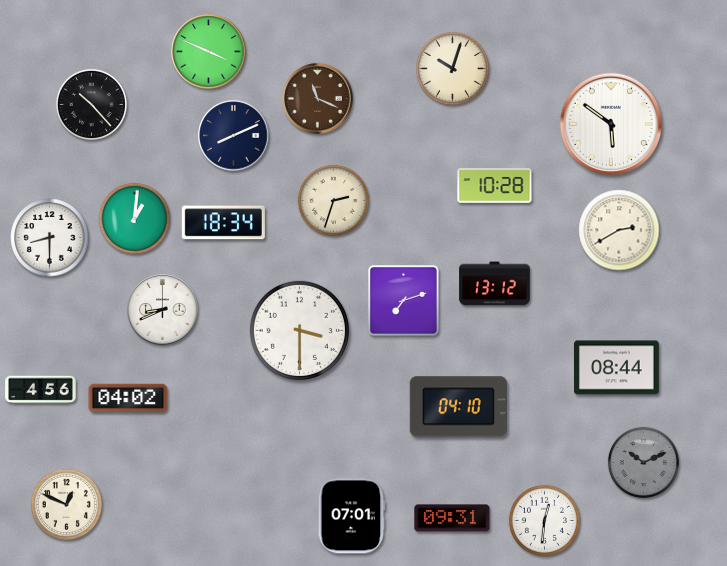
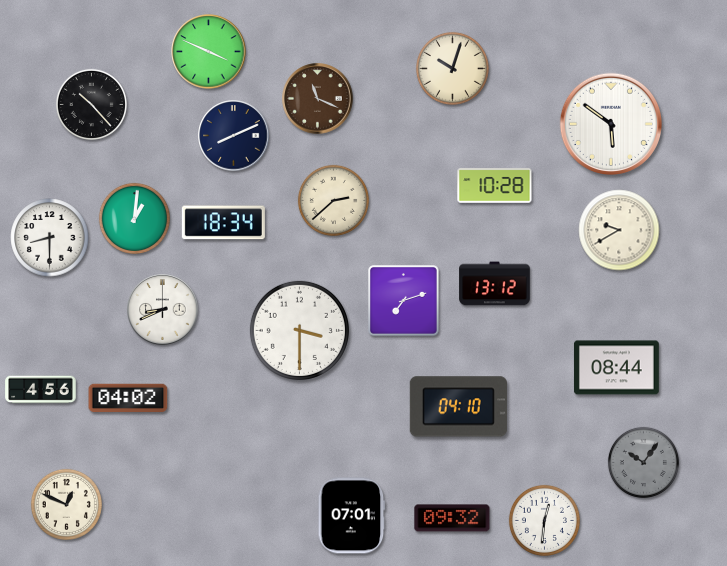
clock at (333, 200): 2:33 -> 2:38
clock at (619, 230): 2:40 -> 9:40
clock at (643, 462): 10:11 -> 10:06
clock at (452, 518): 09:31 -> 09:32
